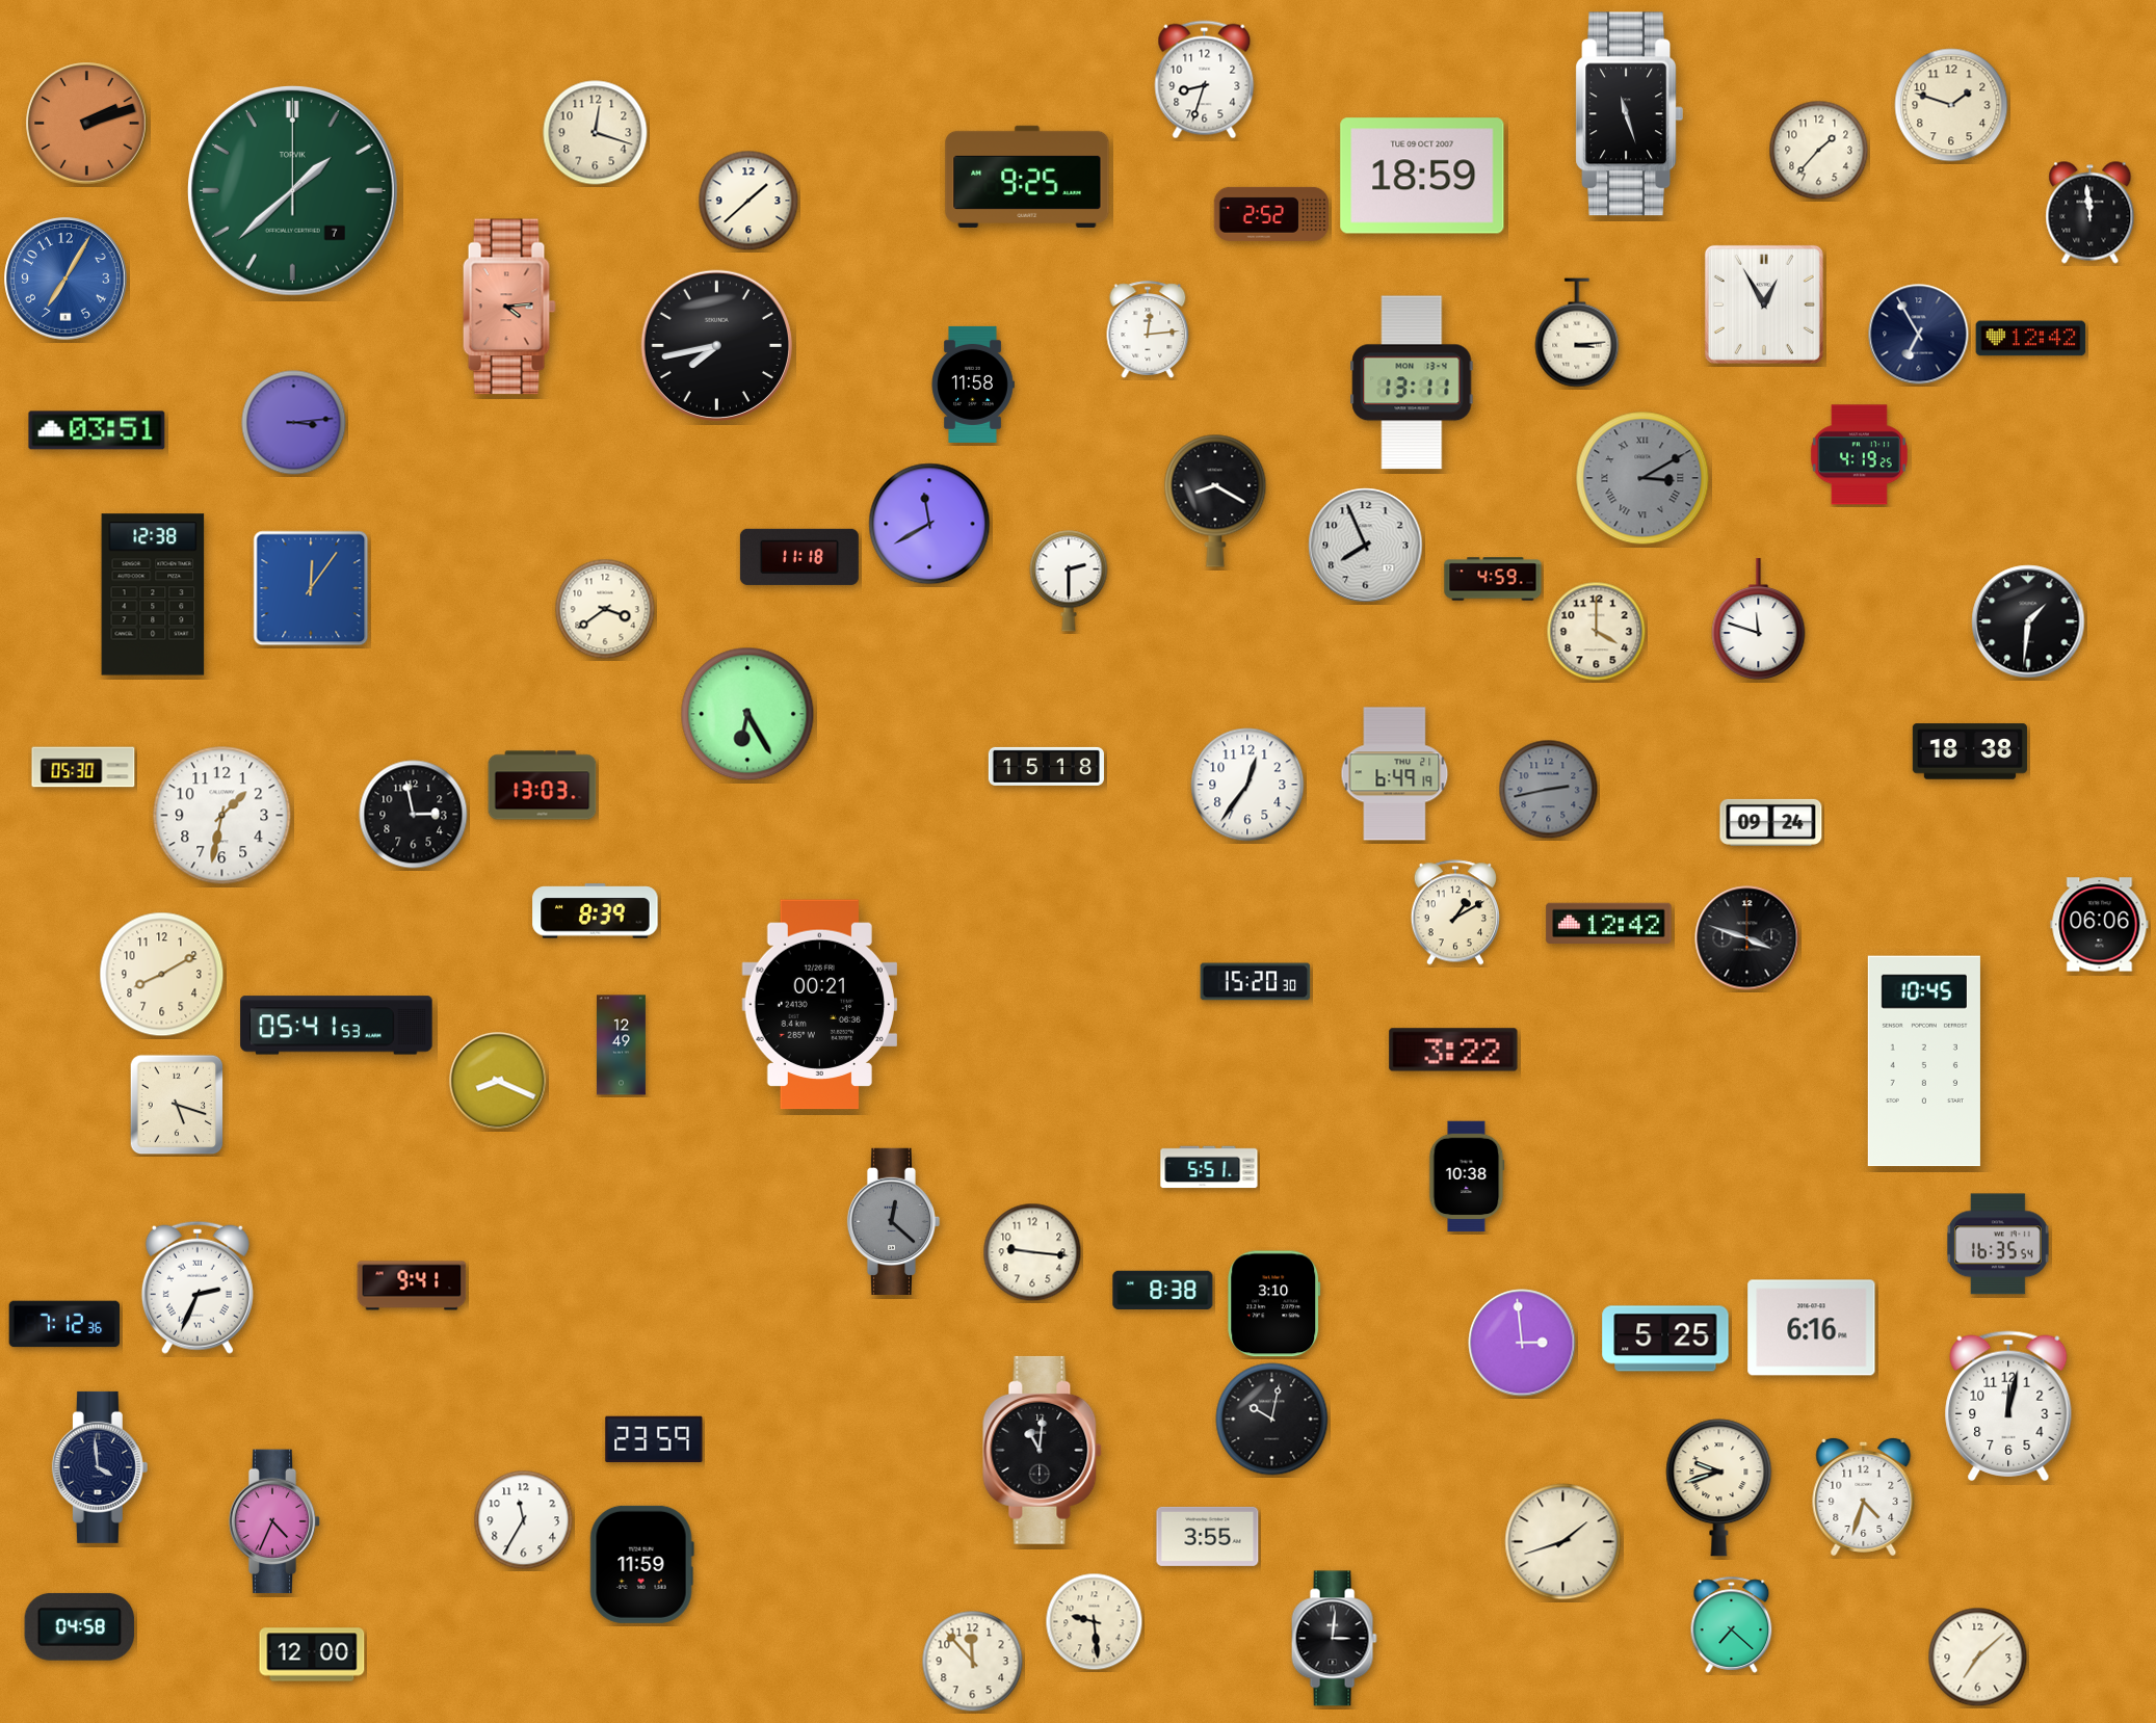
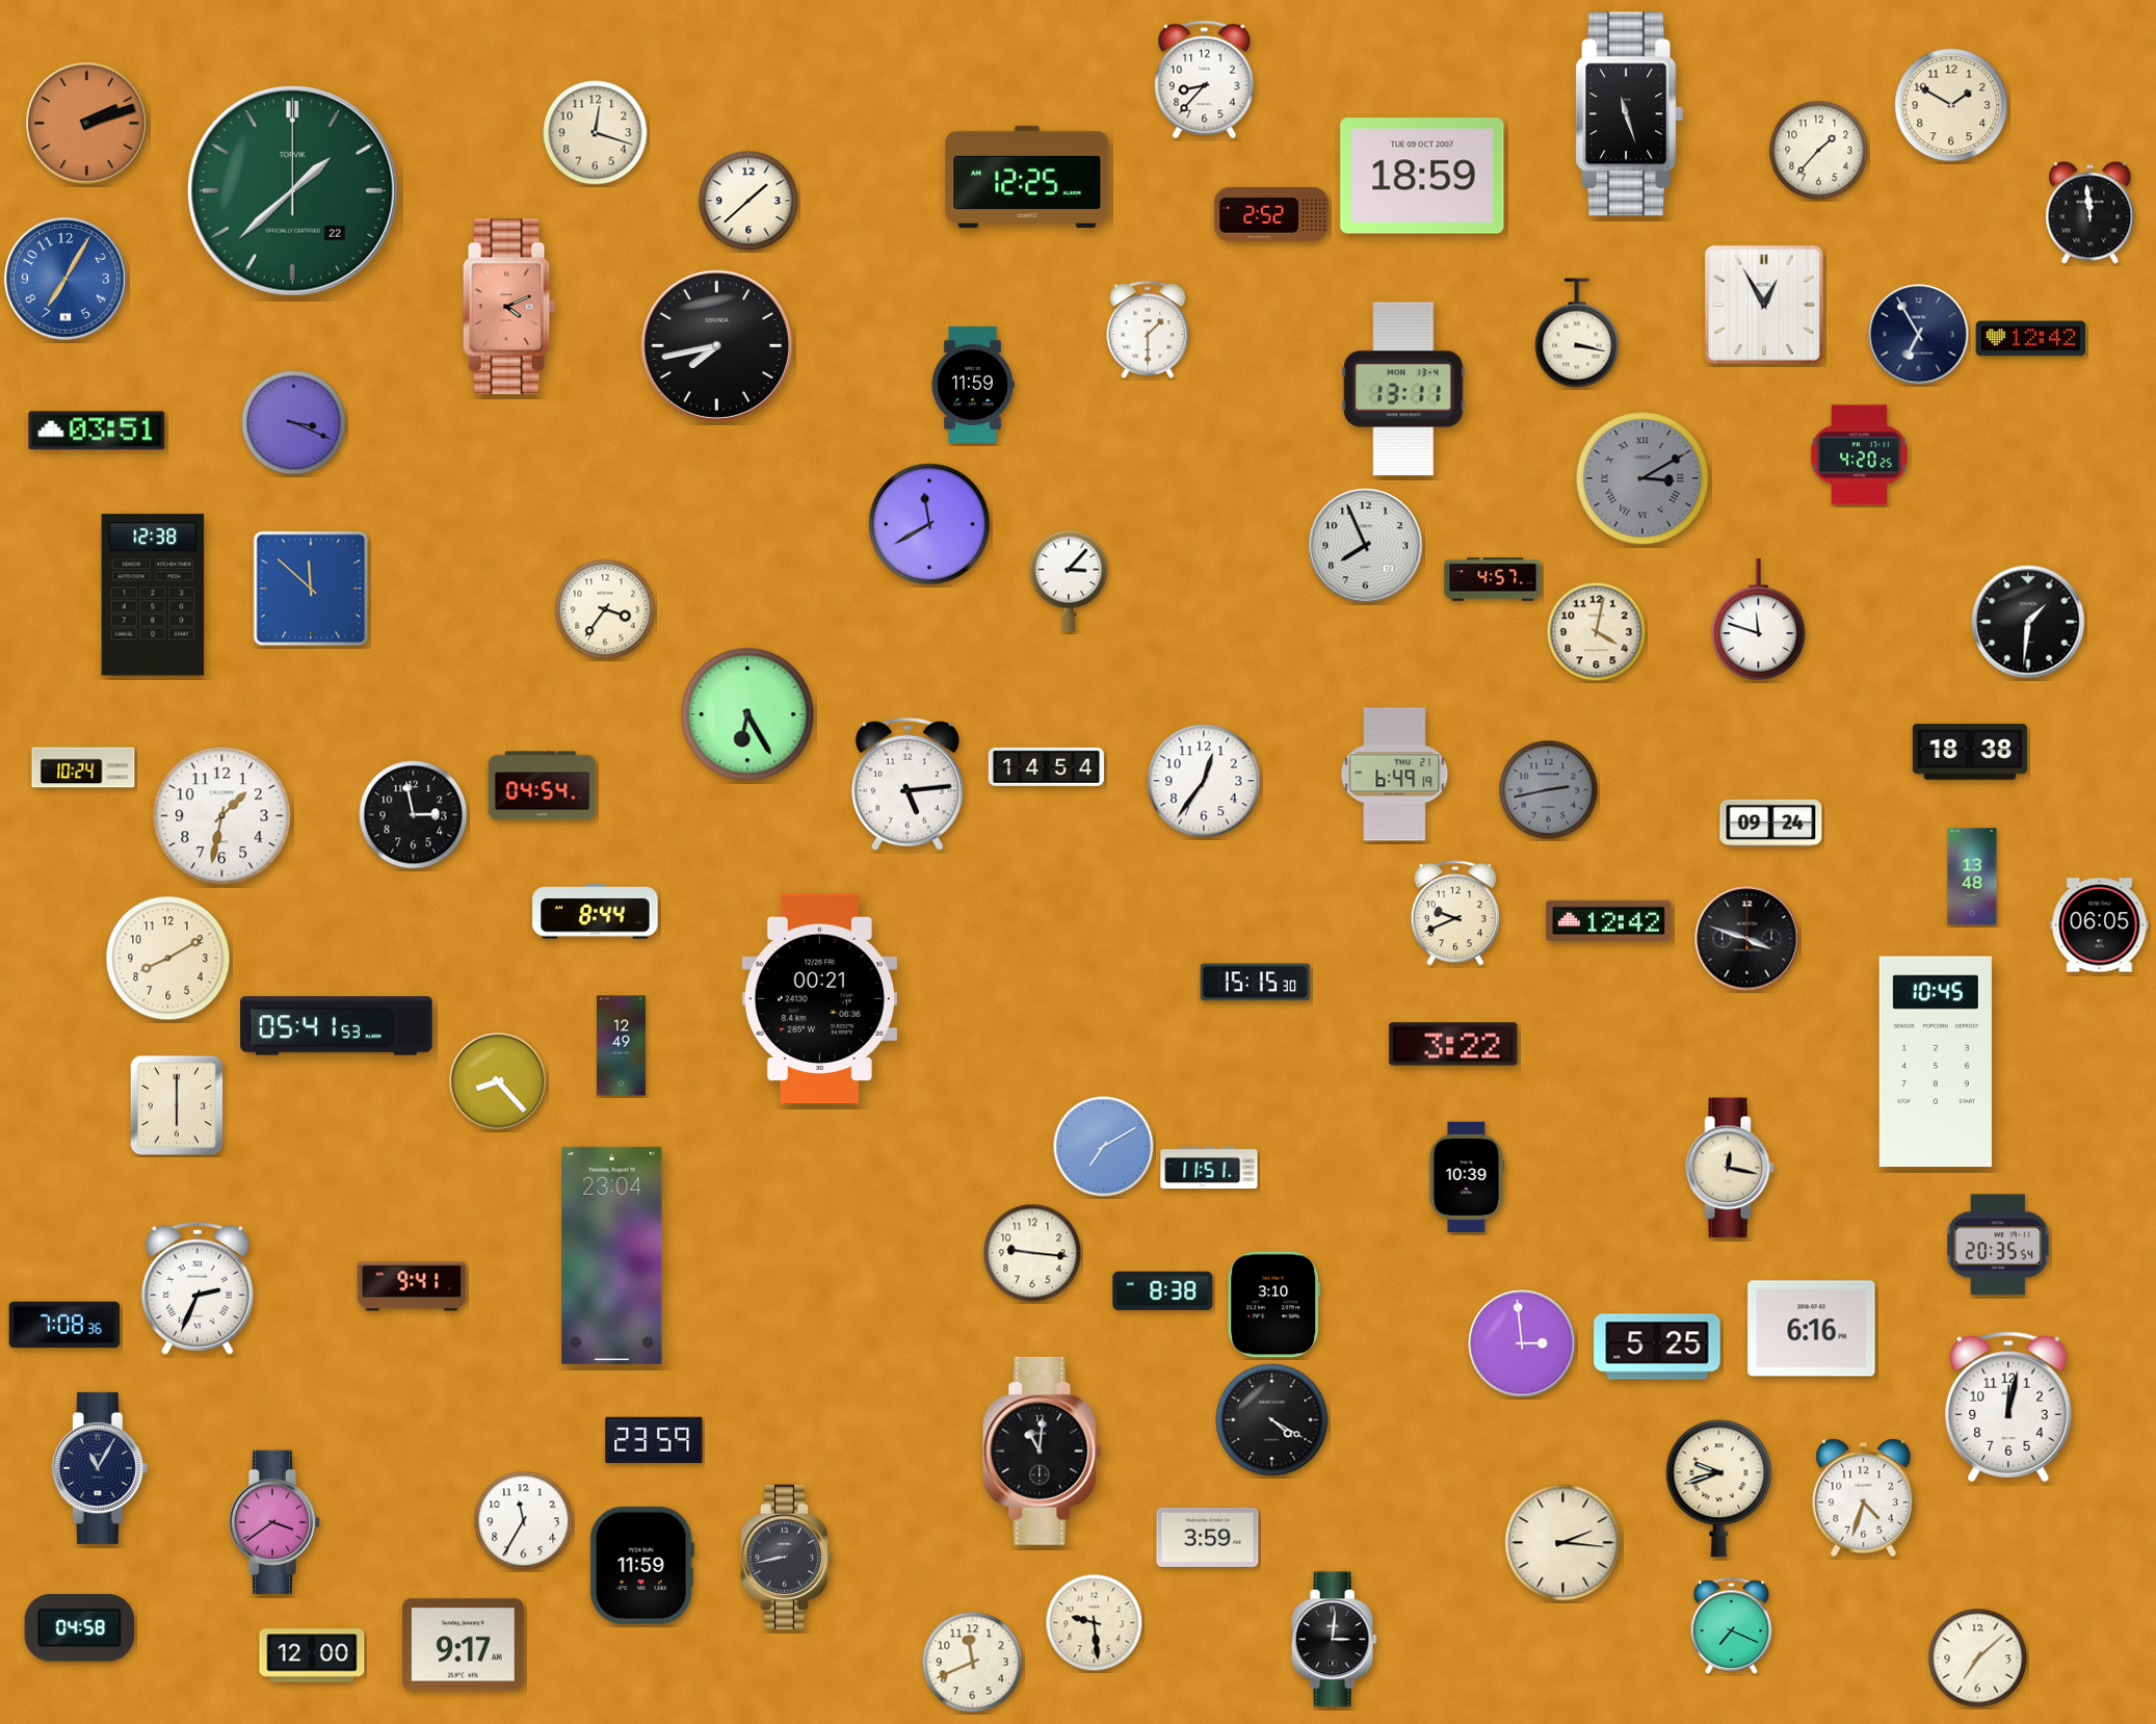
clock at (1205, 80): 8:33 -> 8:37
clock at (1951, 105): 1:48 -> 1:50
clock at (1027, 177): 9:25 -> 12:25
clock at (293, 191) date: 7 -> 22
clock at (509, 307): 4:14 -> 4:11
clock at (1148, 329): 12:14 -> 1:30
clock at (1577, 333): 3:14 -> 3:17
clock at (1412, 382) position: (1412, 382) -> (1403, 389)
clock at (973, 385): 11:58 -> 11:59
clock at (294, 423): 3:14 -> 3:19
clock at (1859, 455): 4:19 -> 4:20
clock at (1215, 501): 8:20 -> none
clock at (799, 557): 11:18 -> none
clock at (1493, 579): 4:59 -> 4:57
clock at (1069, 581): 2:30 -> 3:07
clock at (311, 588): 12:06 -> 11:52
clock at (605, 609): 3:39 -> 3:36
clock at (1597, 632): 4:00 -> 4:02
clock at (1046, 766): 15:18 -> 14:54
clock at (83, 767): 05:30 -> 10:24
clock at (908, 784): none -> 5:14
clock at (1247, 785) position: (1247, 785) -> (1204, 781)
clock at (543, 786): 13:03 -> 04:54
clock at (1972, 877): none -> 13:48
clock at (596, 911): 8:39 -> 8:44
clock at (1455, 912): 1:10 -> 9:41
clock at (1609, 924) position: (1609, 924) -> (1609, 921)
clock at (2100, 925): 06:06 -> 06:05
clock at (162, 975) position: (162, 975) -> (168, 959)
clock at (1256, 982): 15:20 -> 15:15
clock at (819, 1005) position: (819, 1005) -> (819, 999)
clock at (1453, 1050) position: (1453, 1050) -> (1453, 1044)
clock at (1924, 1061) position: (1924, 1061) -> (1936, 1062)
clock at (498, 1081): 8:19 -> 8:23
clock at (177, 1105): 5:18 -> 6:00
clock at (1104, 1147): none -> 7:10
clock at (1209, 1167): 5:51 -> 11:51
clock at (1730, 1168): none -> 12:17
clock at (1467, 1176): 10:38 -> 10:39
clock at (893, 1221): 12:22 -> none
clock at (1998, 1244): 16:35 -> 20:35
clock at (612, 1255): none -> 23:04
clock at (64, 1324): 7:12 -> 7:08
clock at (1665, 1338) position: (1665, 1338) -> (1657, 1347)
clock at (1272, 1420): 10:02 -> 4:20
clock at (100, 1467): 3:59 -> 11:05
clock at (274, 1521): 4:34 -> 3:39
clock at (1208, 1536): 3:55 -> 3:59
clock at (1563, 1542): 1:42 -> 2:16
clock at (787, 1558): none -> 8:43
clock at (1732, 1624): 7:22 -> 7:19
clock at (464, 1645): none -> 9:17
clock at (973, 1662): 11:53 -> 11:41
